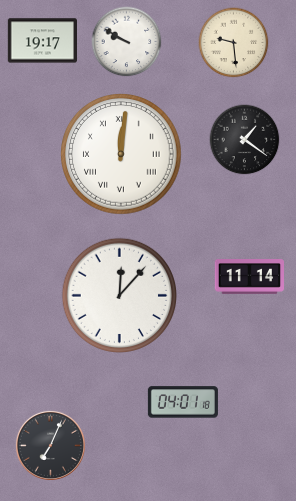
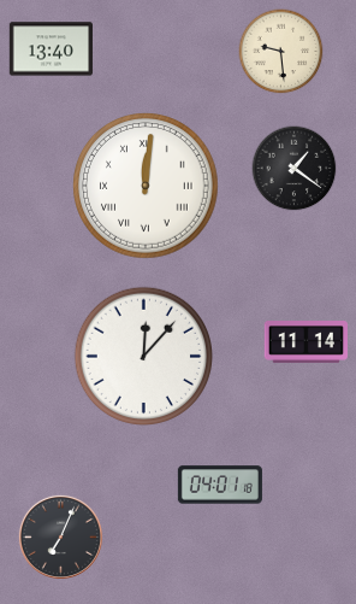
clock at (42, 41): 19:17 -> 13:40
clock at (127, 42): 9:50 -> none
clock at (250, 277) position: (250, 277) -> (307, 342)
